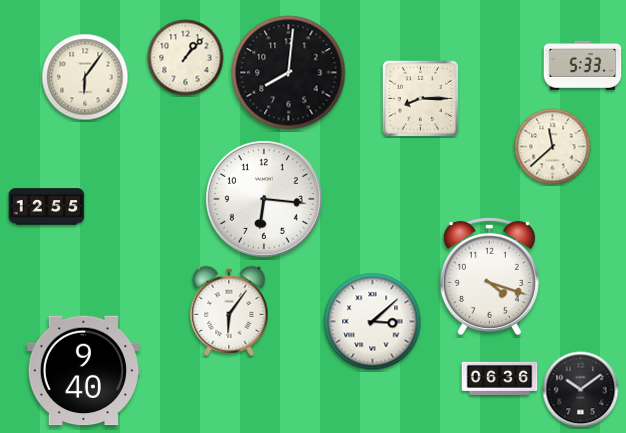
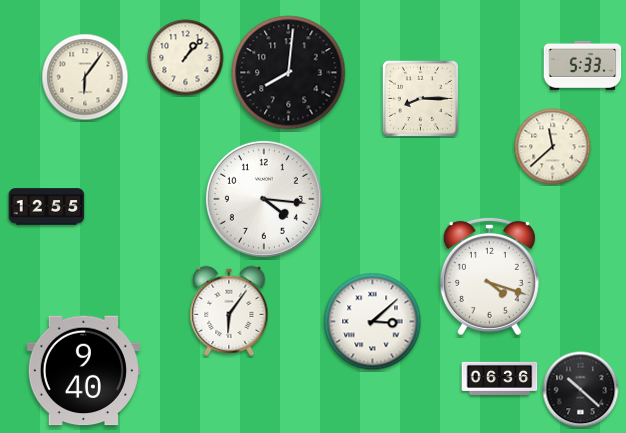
clock at (264, 199): 6:16 -> 4:16
clock at (581, 390): 10:09 -> 10:22
